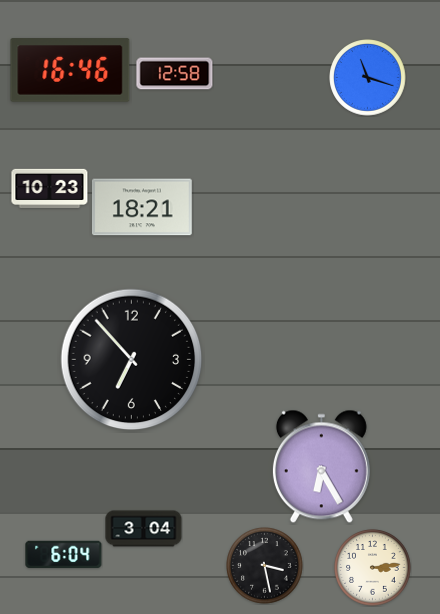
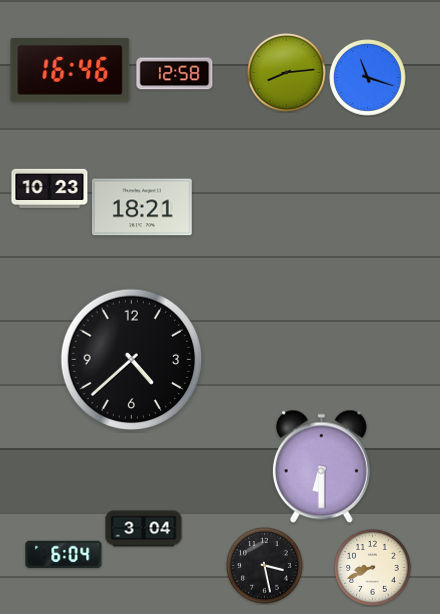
clock at (287, 73): none -> 8:14
clock at (132, 360): 6:53 -> 4:38
clock at (321, 467): 6:25 -> 6:30
clock at (373, 568): 3:14 -> 8:41
